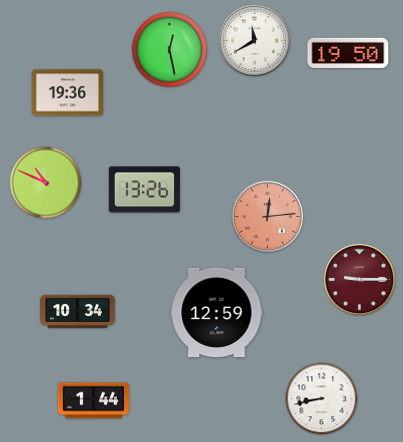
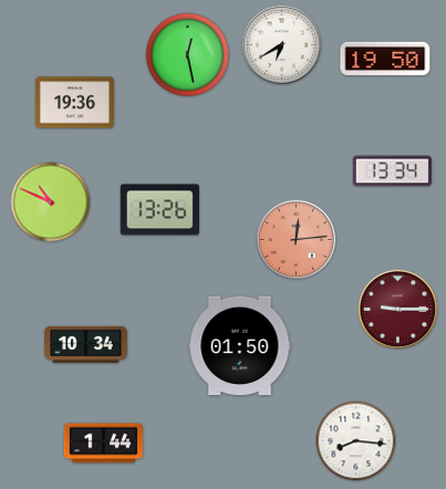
clock at (254, 40): 11:40 -> 6:40
clock at (392, 171): none -> 13:34
clock at (217, 313): 12:59 -> 01:50
clock at (322, 399): 8:43 -> 8:16
